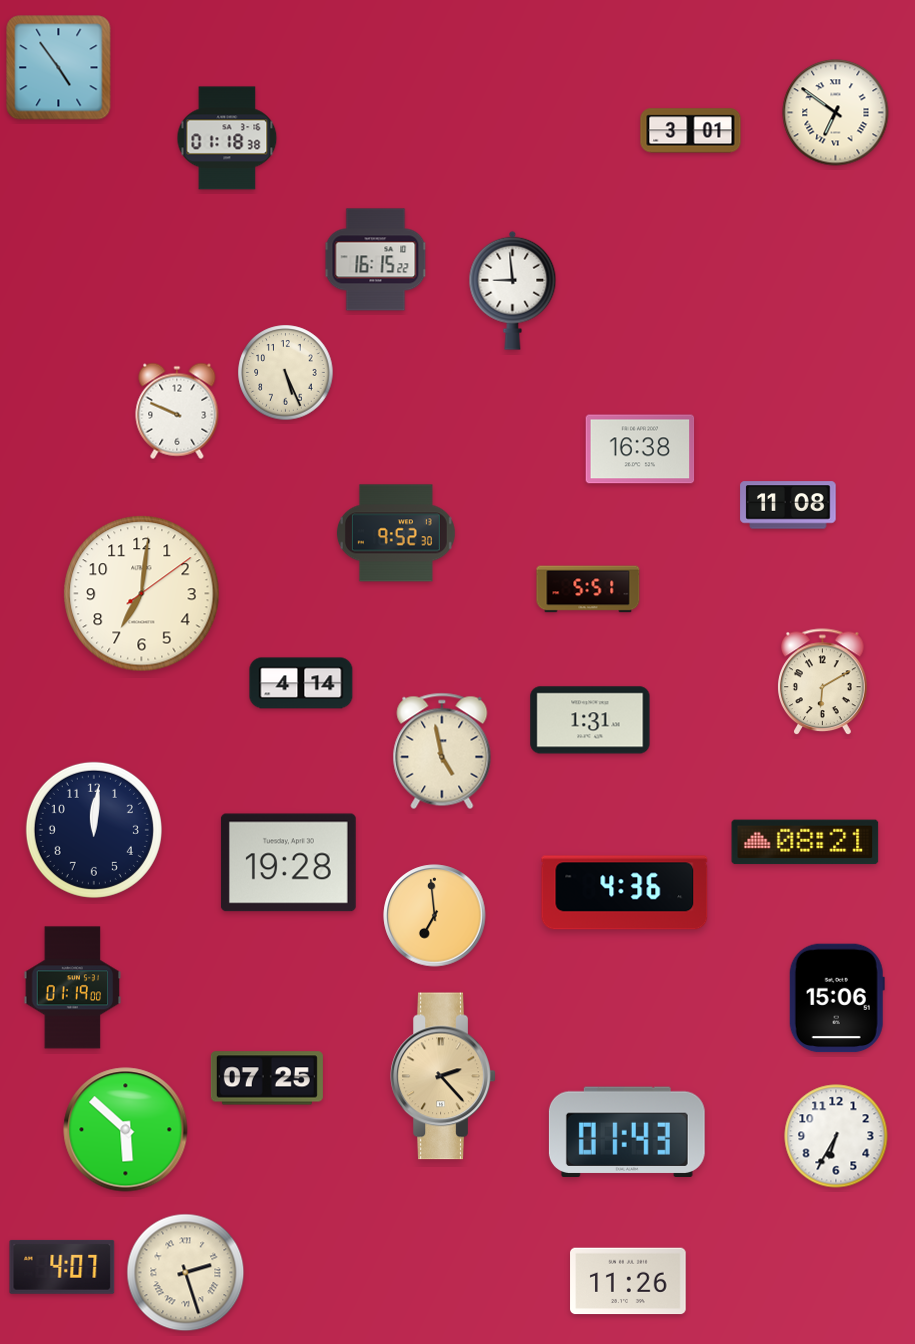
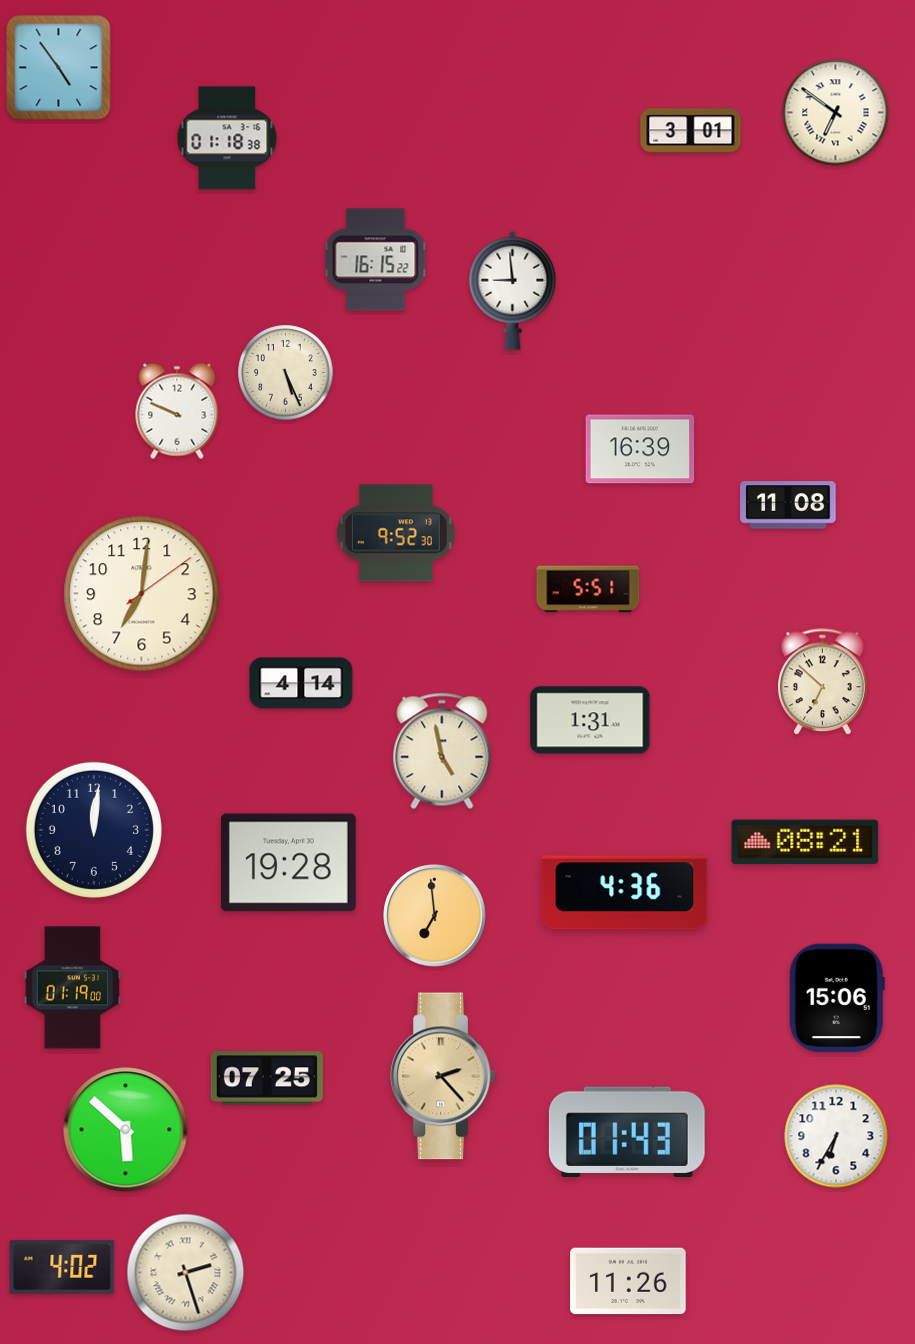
clock at (640, 449): 16:38 -> 16:39
clock at (823, 682): 6:10 -> 6:52
clock at (62, 1267): 4:07 -> 4:02
